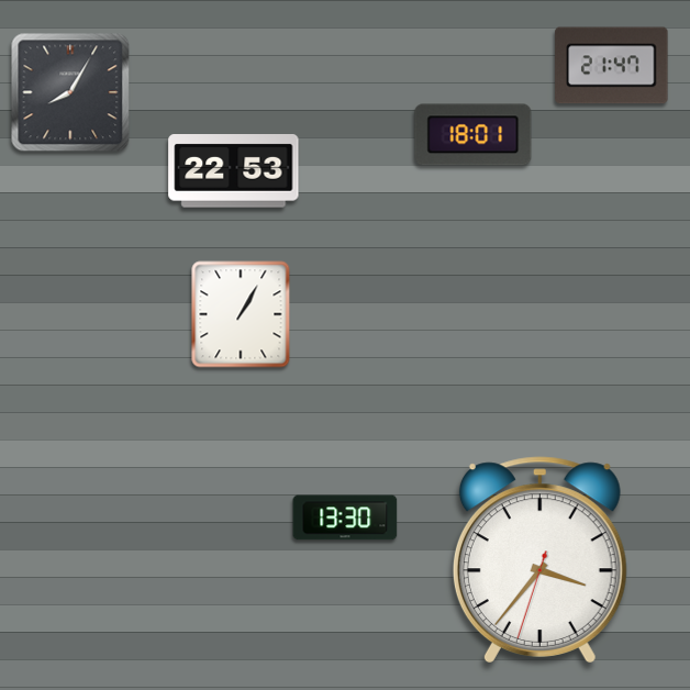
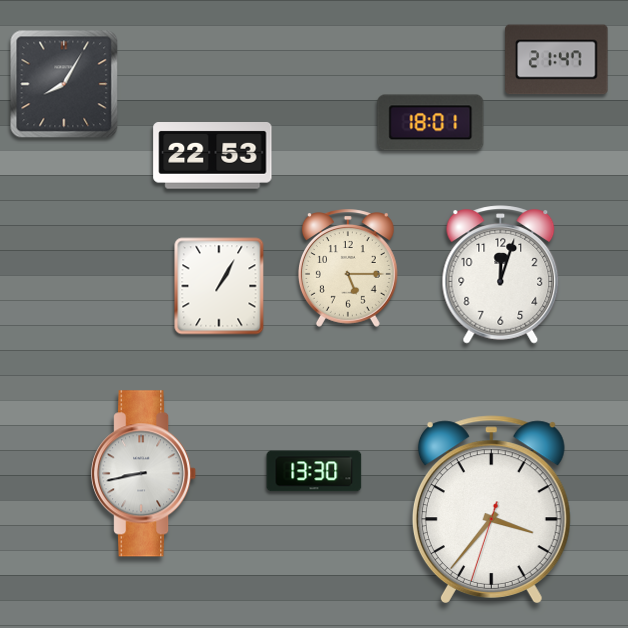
clock at (348, 268): none -> 5:15
clock at (501, 275): none -> 12:03
clock at (144, 474): none -> 8:43
